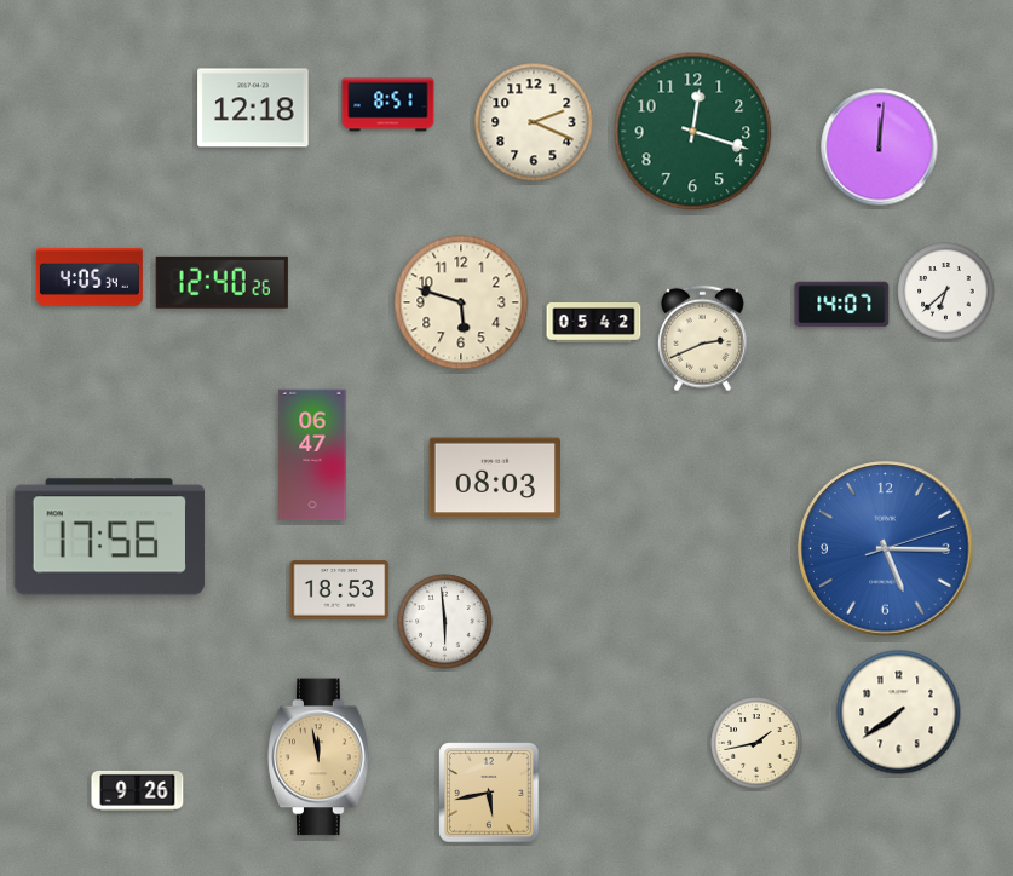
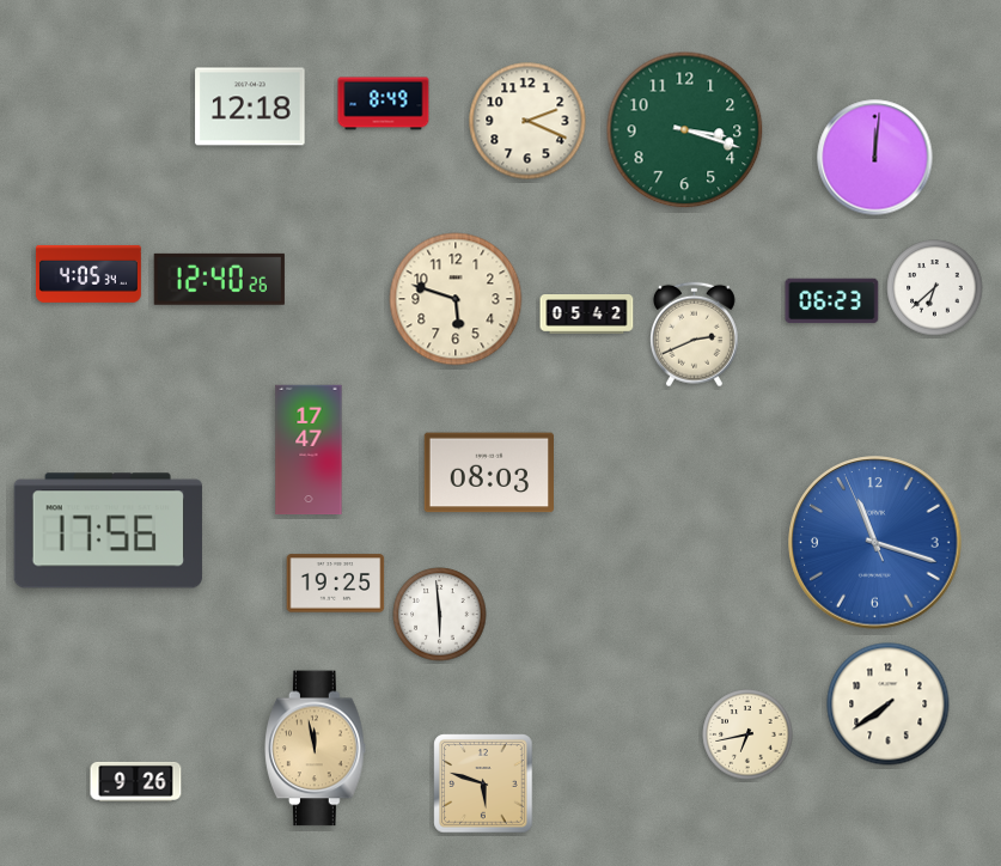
clock at (388, 105): 8:51 -> 8:49
clock at (693, 132): 12:18 -> 3:18
clock at (880, 148) position: (880, 148) -> (875, 158)
clock at (842, 305): 14:07 -> 06:23
clock at (594, 323) position: (594, 323) -> (587, 315)
clock at (312, 455): 06:47 -> 17:47
clock at (886, 549): 5:15 -> 11:17
clock at (340, 590): 18:53 -> 19:25
clock at (756, 743): 1:43 -> 6:43
clock at (489, 793): 5:43 -> 5:48
